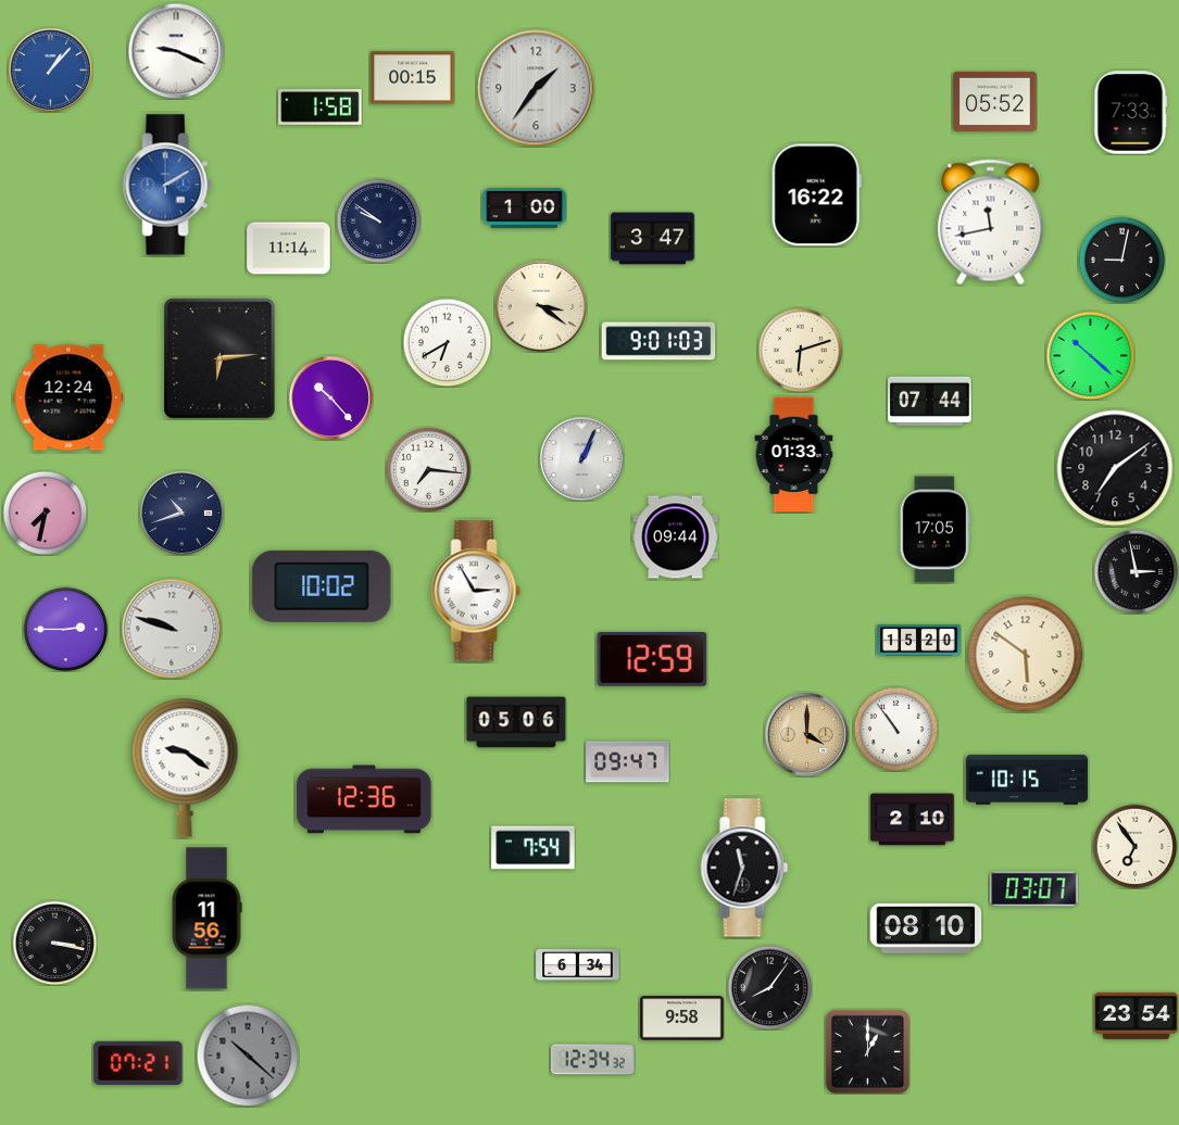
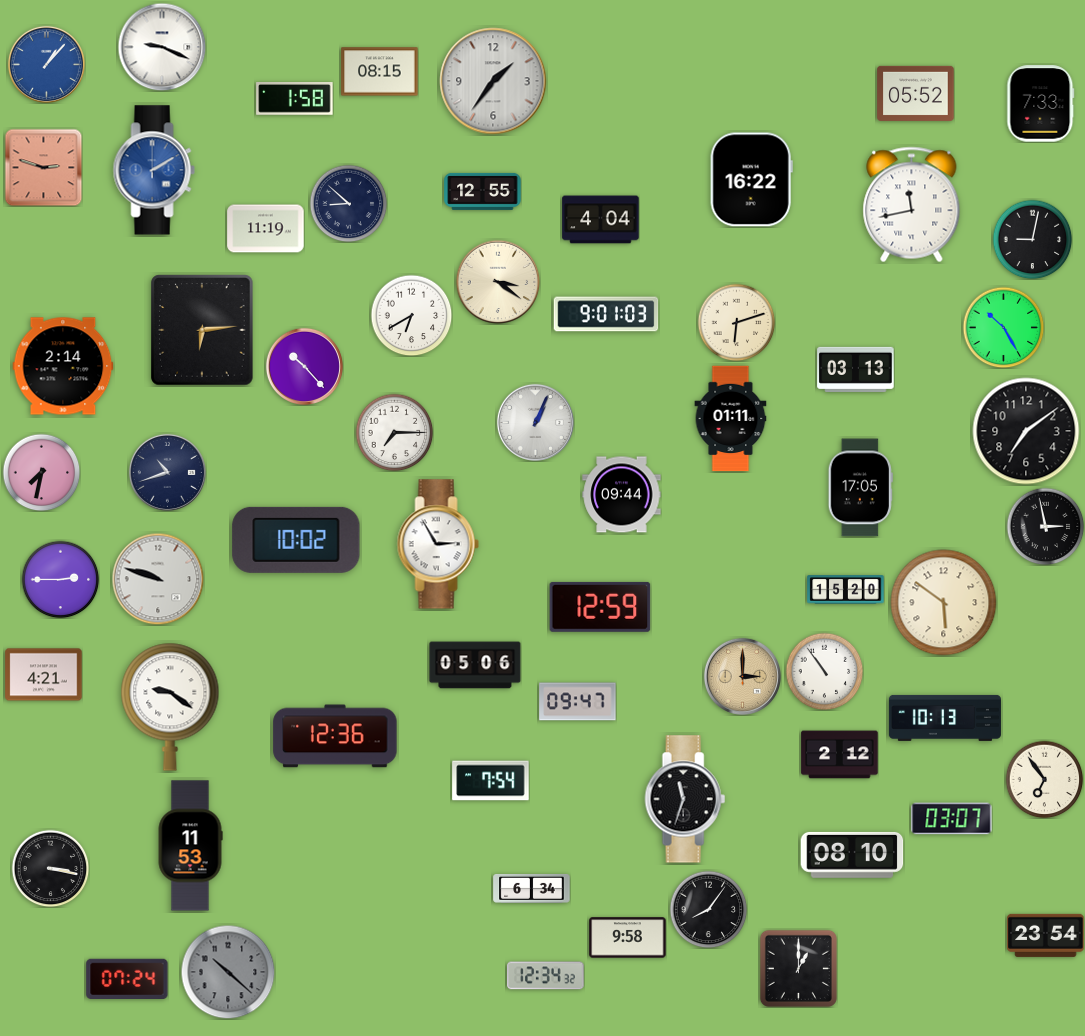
clock at (413, 78): 00:15 -> 08:15
clock at (43, 167): none -> 2:48
clock at (525, 207): 1:00 -> 12:55
clock at (378, 220): 9:51 -> 8:52
clock at (653, 239): 3:47 -> 4:04
clock at (289, 249): 11:14 -> 11:19
clock at (1090, 355): 10:22 -> 10:25
clock at (68, 397): 12:24 -> 2:14
clock at (930, 401): 07:44 -> 03:13
clock at (794, 455): 01:33 -> 01:11
clock at (428, 469): 7:16 -> 7:15
clock at (44, 675): none -> 4:21
clock at (806, 734): 4:00 -> 3:00
clock at (1027, 780): 10:15 -> 10:13
clock at (913, 820): 2:10 -> 2:12
clock at (206, 919): 11:56 -> 11:53
clock at (138, 1062): 07:21 -> 07:24
